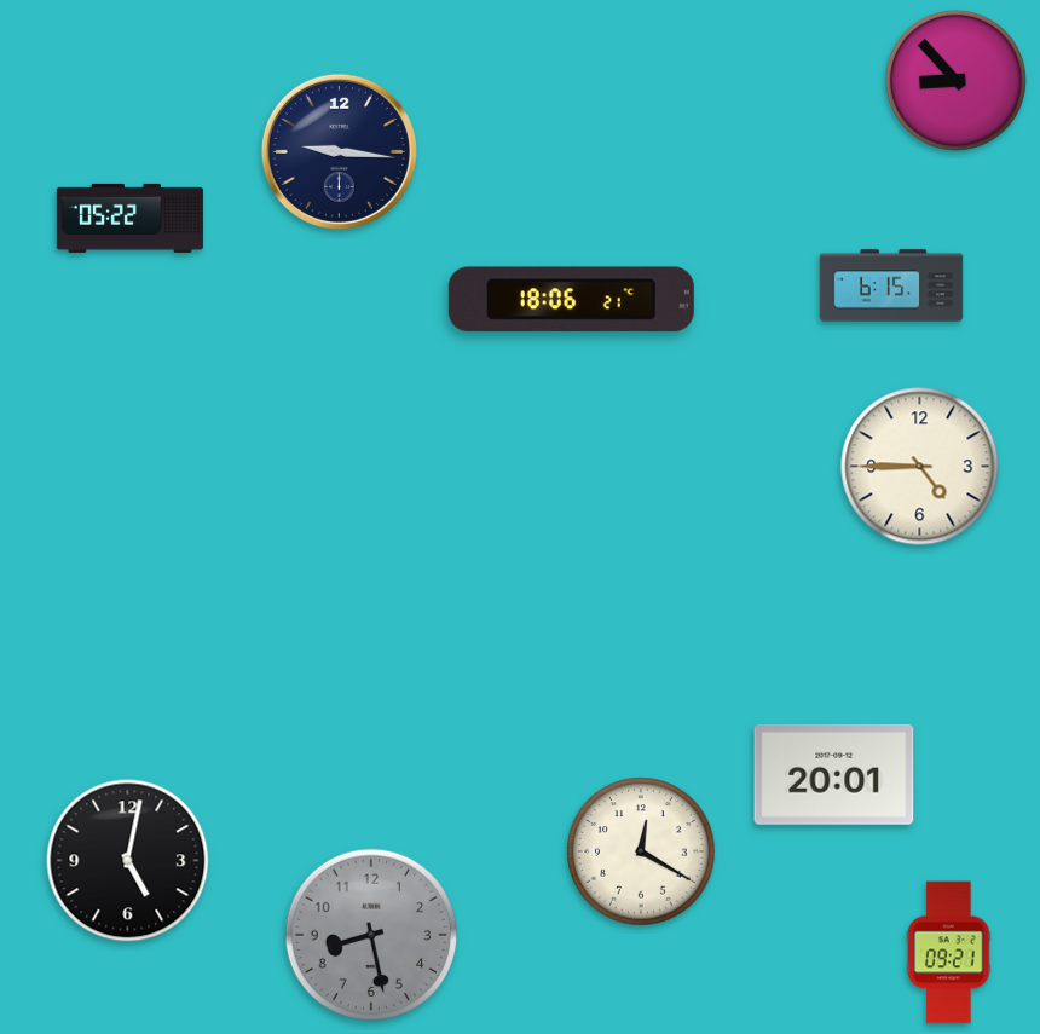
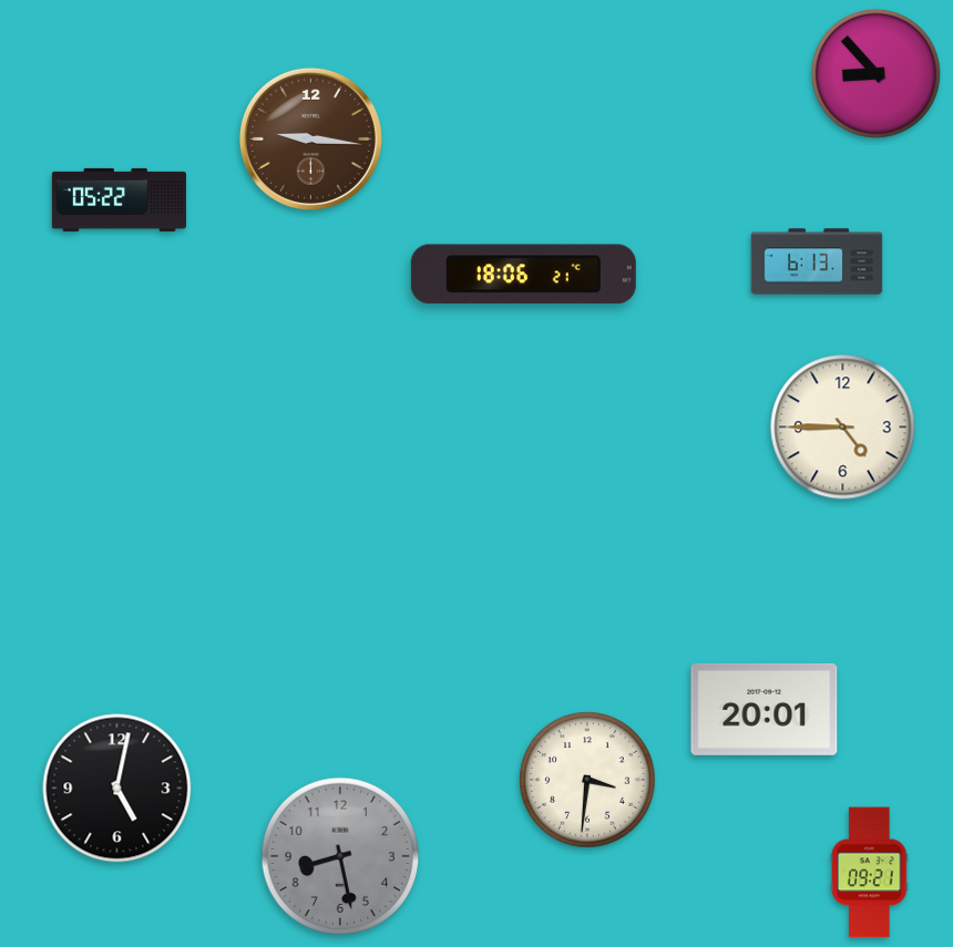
clock at (339, 151) dial: navy -> brown
clock at (891, 285): 6:15 -> 6:13
clock at (641, 851): 12:20 -> 3:31
